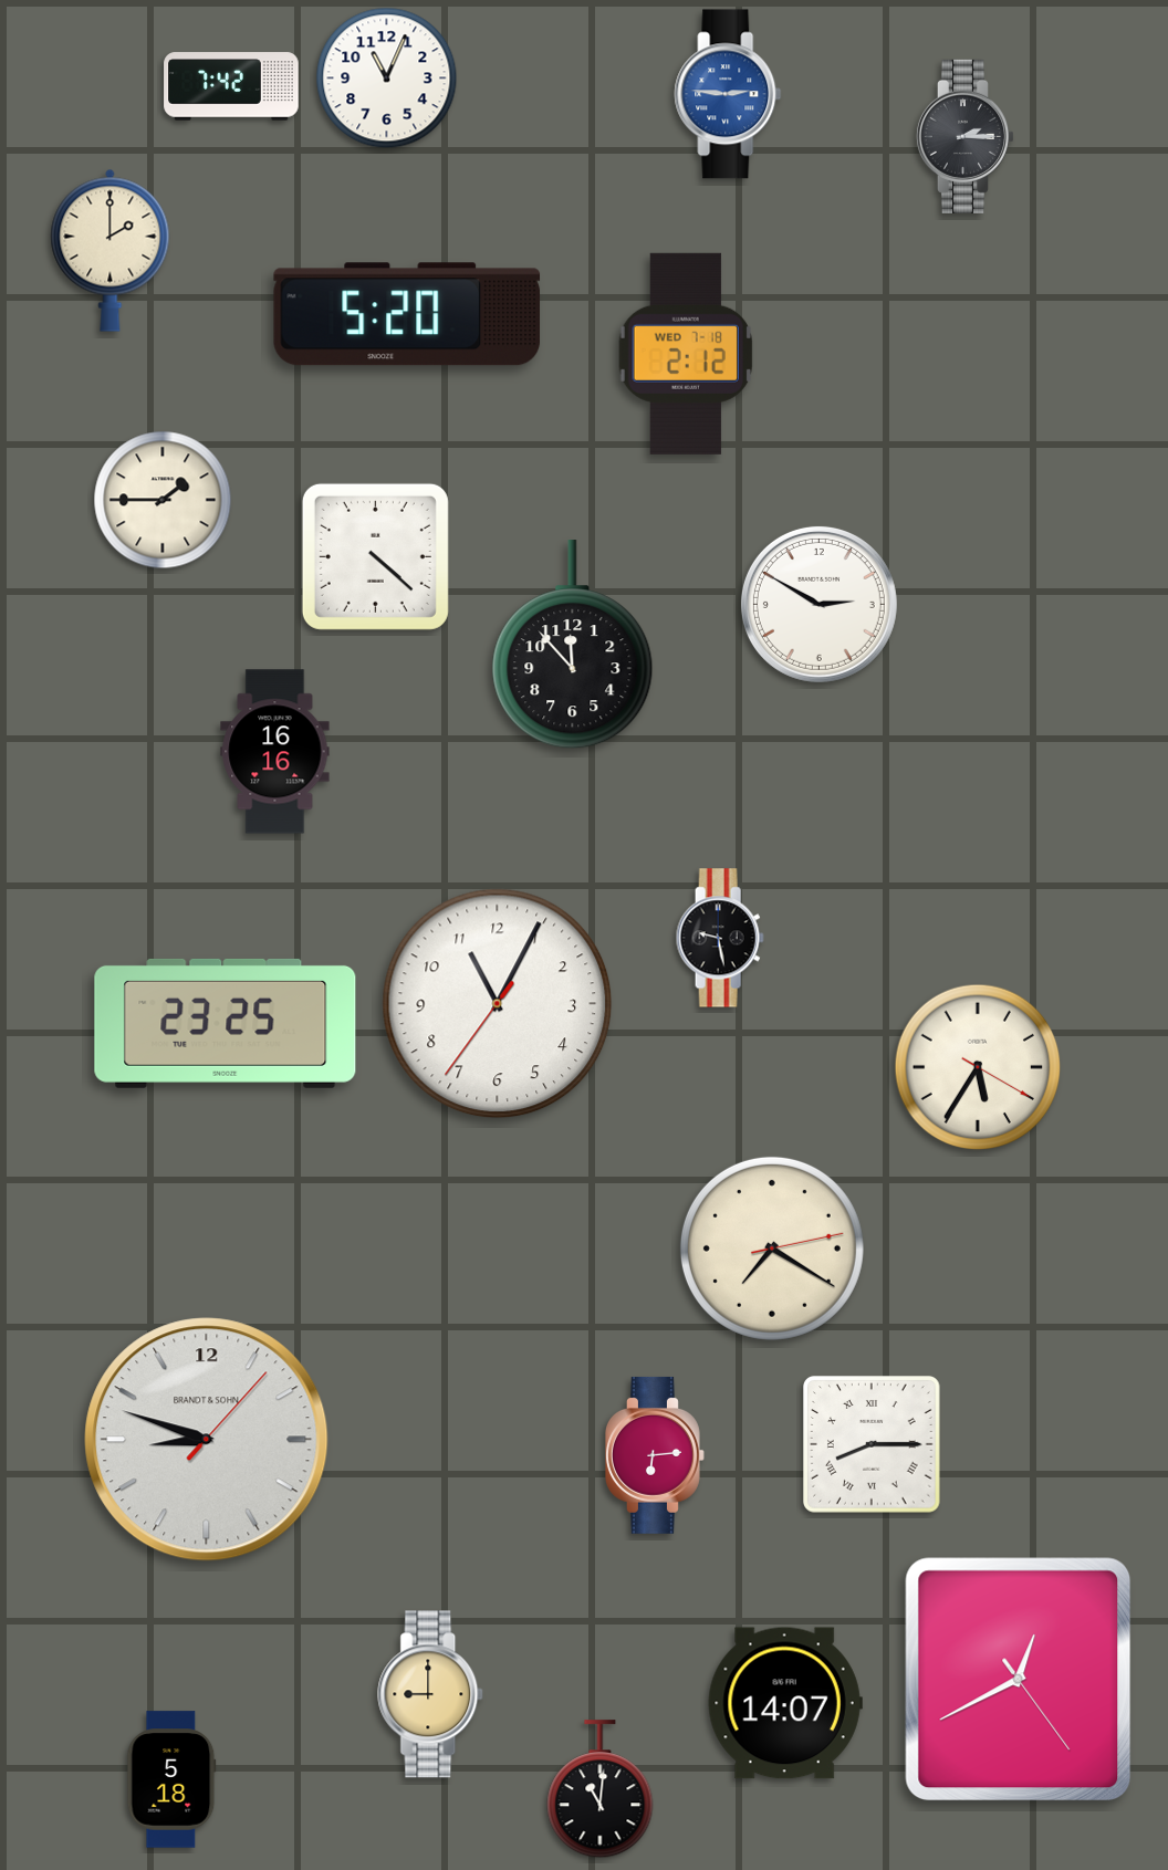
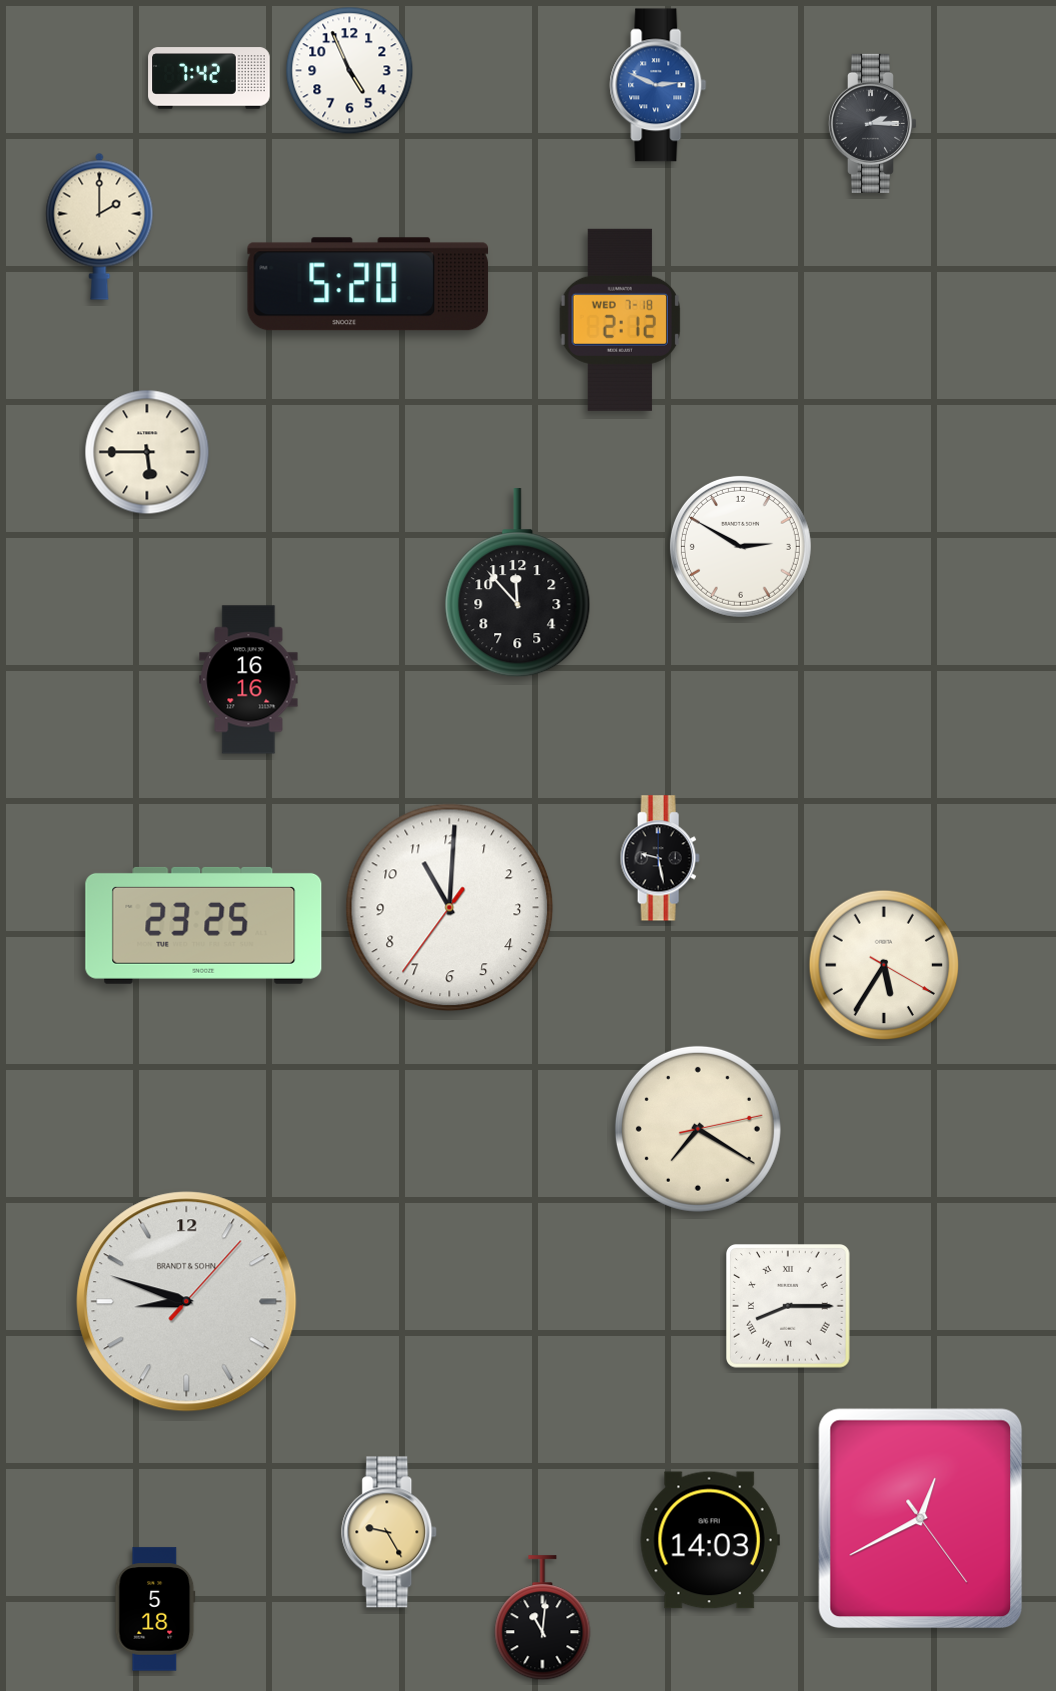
clock at (387, 79): 11:04 -> 4:56
clock at (728, 94): 2:46 -> 2:49
clock at (163, 500): 1:45 -> 5:45
clock at (375, 556): 4:22 -> none
clock at (720, 938) position: (720, 938) -> (660, 858)
clock at (498, 1004): 11:04 -> 11:00
clock at (655, 1455): 6:14 -> none
clock at (431, 1694): 9:00 -> 9:25
clock at (785, 1703): 14:07 -> 14:03
